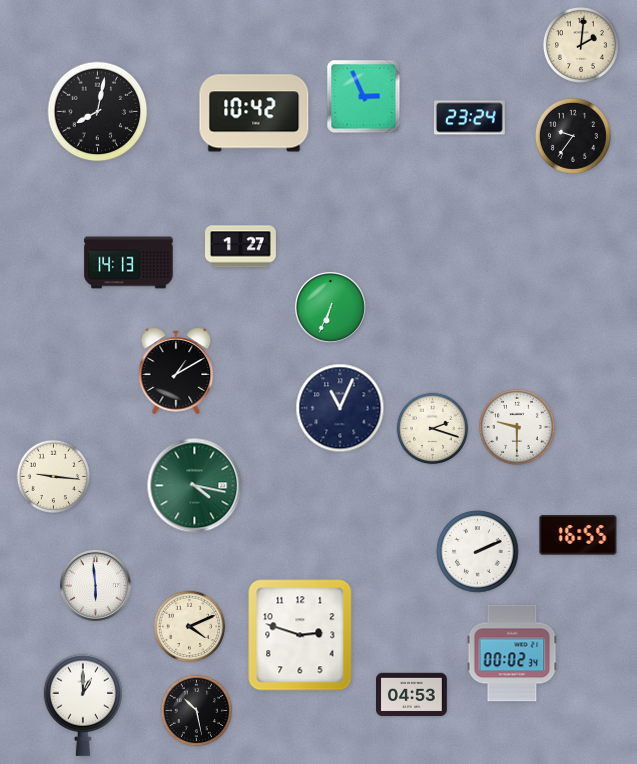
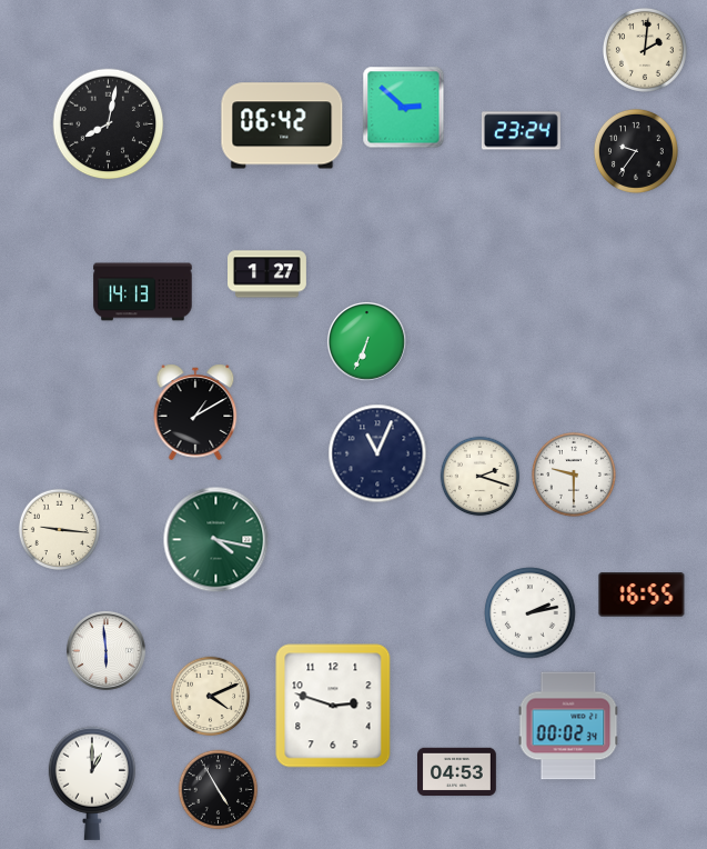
clock at (364, 97): 2:56 -> 2:52
clock at (254, 113): 10:42 -> 06:42
clock at (478, 552): 2:11 -> 2:13
clock at (197, 711): 10:28 -> 4:55
